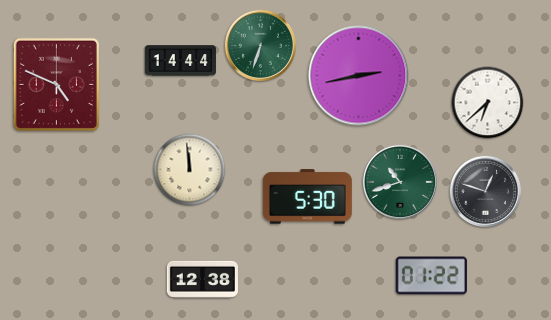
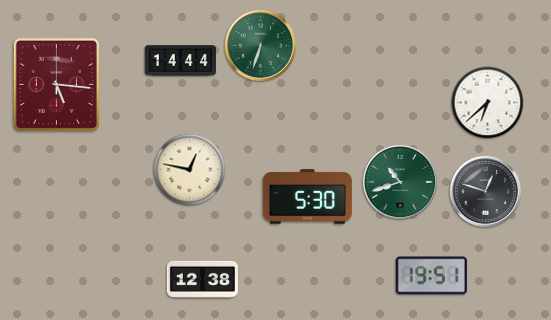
clock at (359, 76): 2:43 -> none
clock at (56, 84): 4:49 -> 5:16
clock at (190, 170): 11:59 -> 12:47
clock at (431, 276): 01:22 -> 19:51
